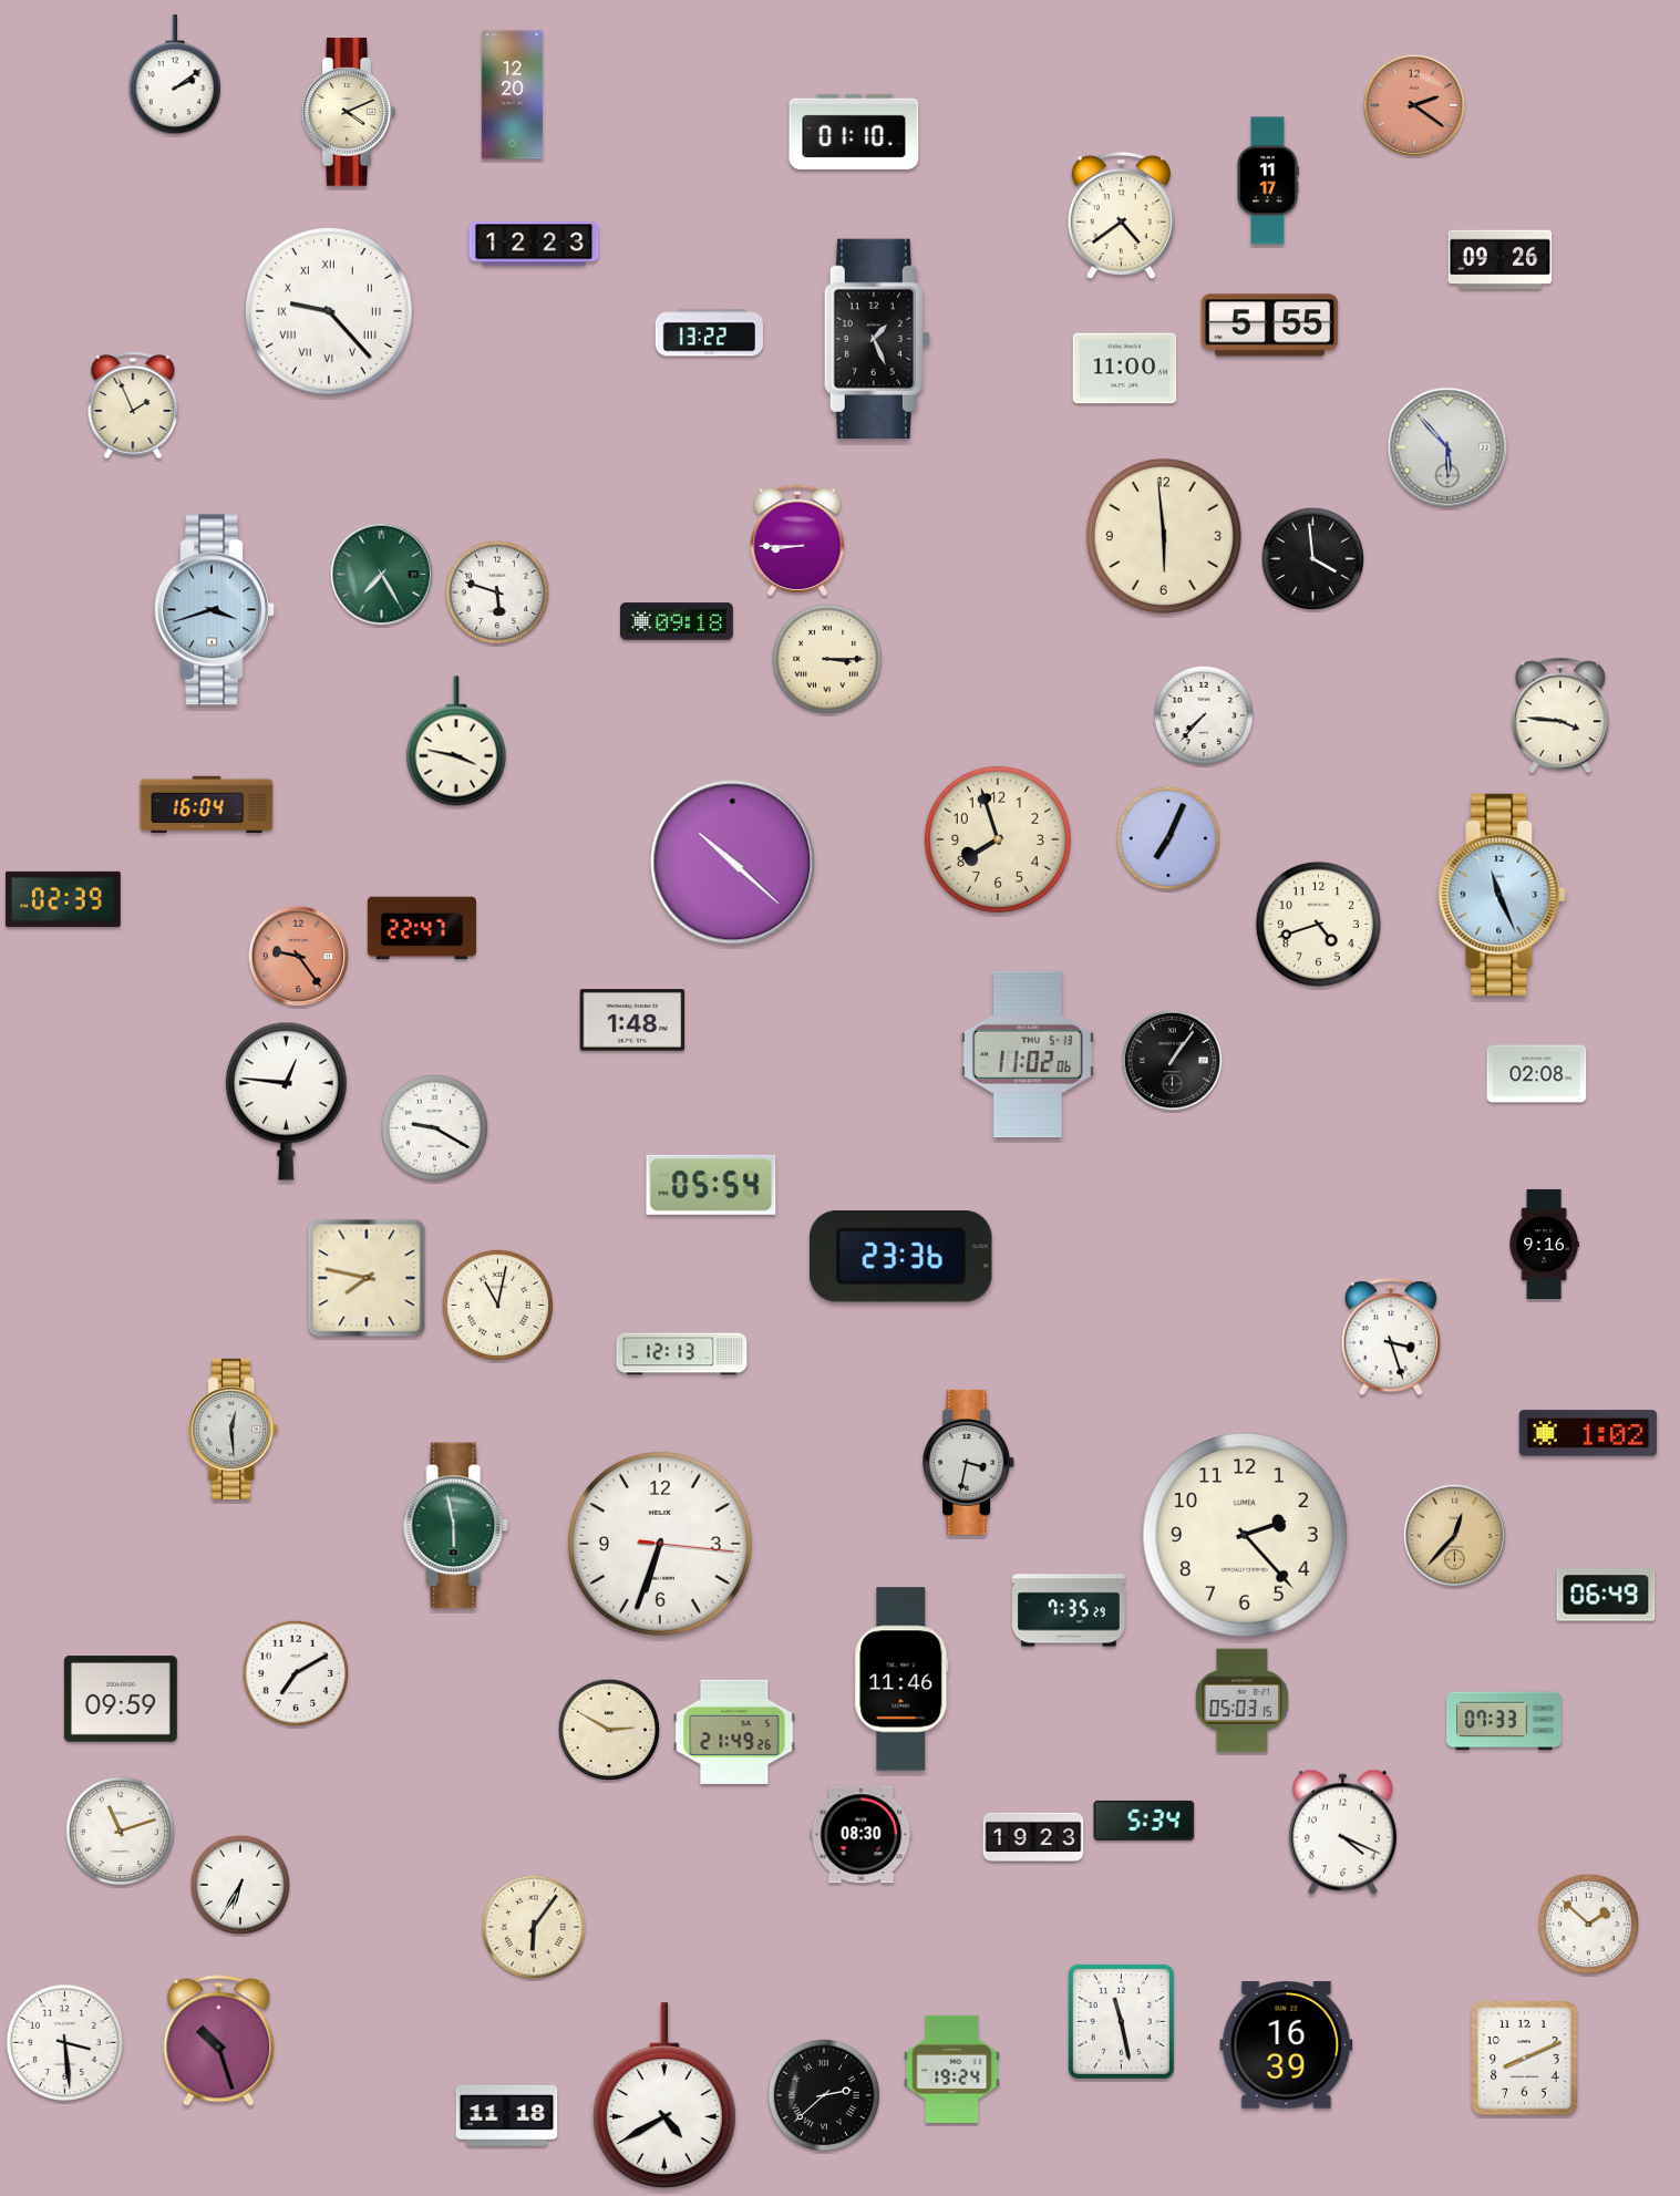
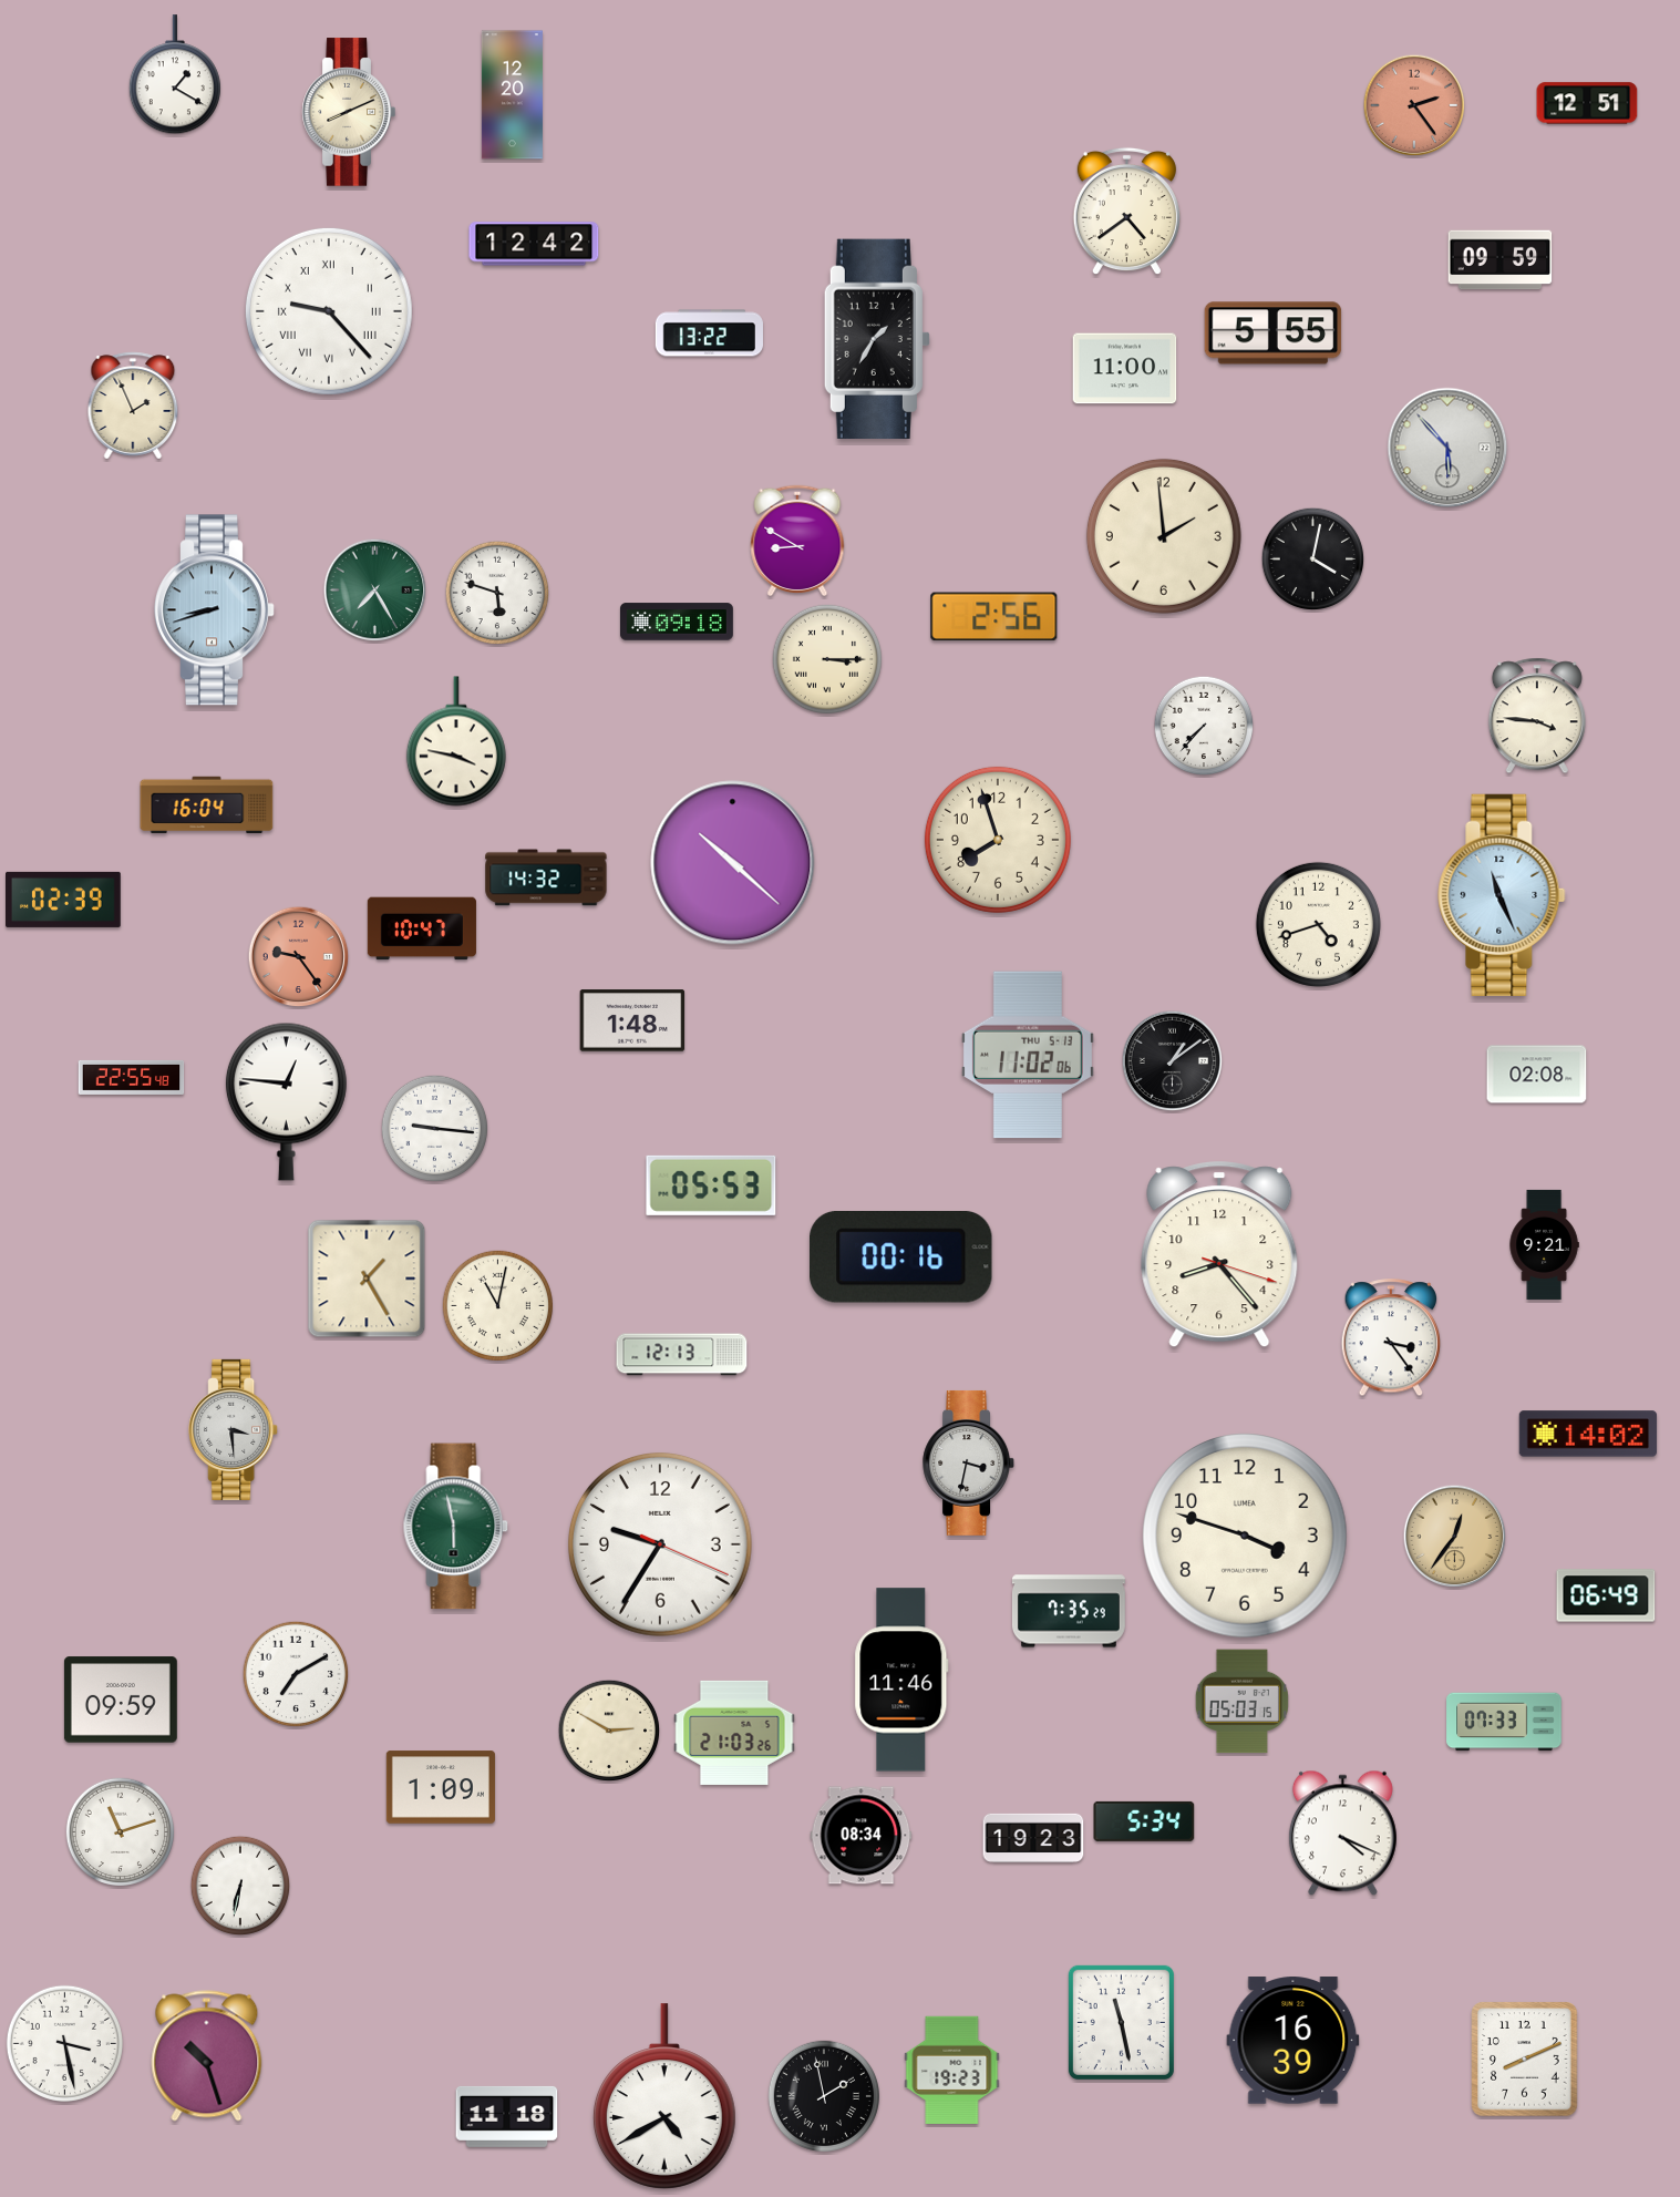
clock at (175, 75): 2:09 -> 1:20
clock at (1587, 103): none -> 12:51
clock at (1414, 105): 2:21 -> 2:24
clock at (349, 112): 4:11 -> 8:11
clock at (854, 132): 01:10 -> none
clock at (1268, 181): 11:17 -> none
clock at (1121, 216) position: (1121, 216) -> (1126, 212)
clock at (534, 244): 12:23 -> 12:42
clock at (1501, 260): 09:26 -> 09:59
clock at (1270, 326) position: (1270, 326) -> (1274, 333)
clock at (877, 338): 1:26 -> 1:35
clock at (1164, 536): 5:59 -> 1:59
clock at (797, 540): 8:45 -> 8:50
clock at (1313, 559): 3:59 -> 4:02
clock at (382, 575) position: (382, 575) -> (375, 591)
clock at (215, 610): 3:42 -> 8:42
clock at (994, 617): none -> 2:56
clock at (1204, 715) position: (1204, 715) -> (1204, 726)
clock at (1560, 715) position: (1560, 715) -> (1537, 716)
clock at (1168, 838): 7:04 -> none
clock at (546, 877): none -> 14:32
clock at (422, 928): 22:47 -> 10:47
clock at (1173, 1061): 1:06 -> 1:09
clock at (132, 1077): none -> 22:55
clock at (435, 1128): 9:20 -> 9:16
clock at (711, 1185): 05:54 -> 05:53
clock at (1544, 1244): 9:16 -> 9:21
clock at (1219, 1255): none -> 8:23
clock at (901, 1256): 23:36 -> 00:16
clock at (367, 1278): 7:47 -> 1:25
clock at (1391, 1338): 3:27 -> 3:24
clock at (234, 1429): 12:29 -> 3:29
clock at (1588, 1433): 1:02 -> 14:02
clock at (1245, 1535): 2:23 -> 3:48
clock at (1455, 1536): 12:37 -> 12:36
clock at (660, 1544): 6:33 -> 9:35
clock at (734, 1732): 21:49 -> 21:03
clock at (441, 1787): none -> 1:09
clock at (862, 1835): 08:30 -> 08:34
clock at (240, 1885): 6:35 -> 6:32
clock at (1589, 1925): 1:52 -> none
clock at (534, 1927): 6:06 -> none
clock at (219, 2041) position: (219, 2041) -> (207, 2056)
clock at (64, 2042): 3:29 -> 3:28
clock at (1287, 2045) position: (1287, 2045) -> (1294, 2041)
clock at (952, 2069): 19:24 -> 19:23
clock at (823, 2094): 2:38 -> 1:58
